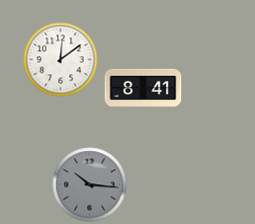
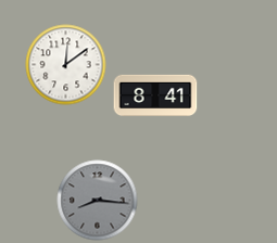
clock at (90, 185): 10:16 -> 8:16
